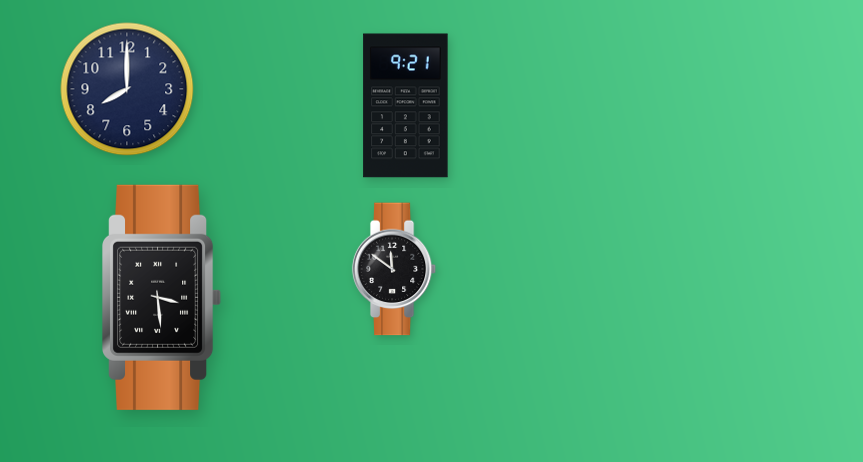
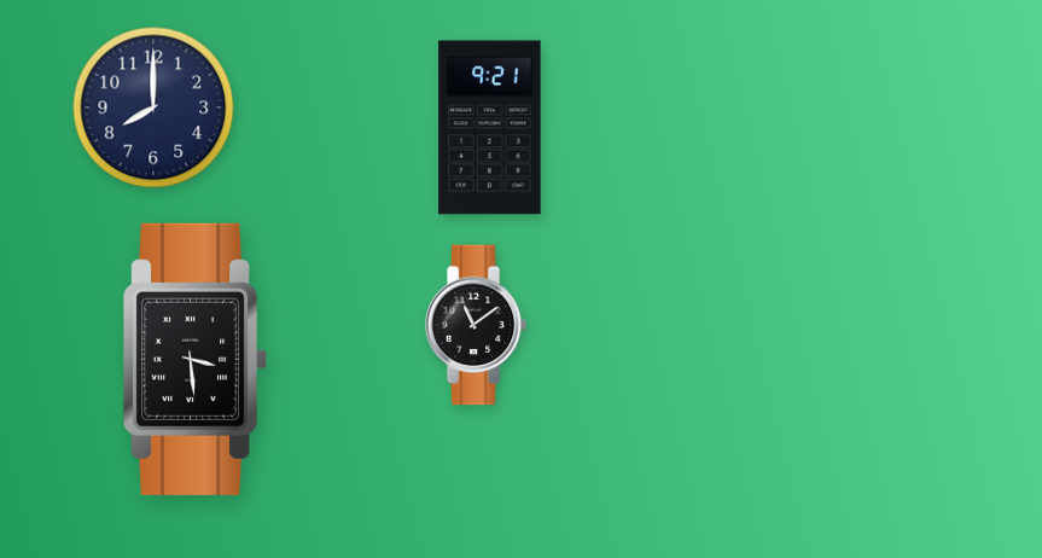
clock at (394, 269): 11:51 -> 11:09
